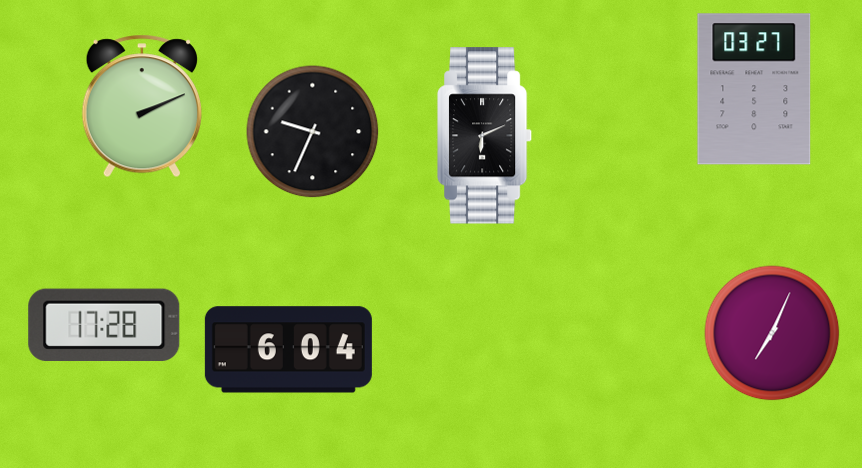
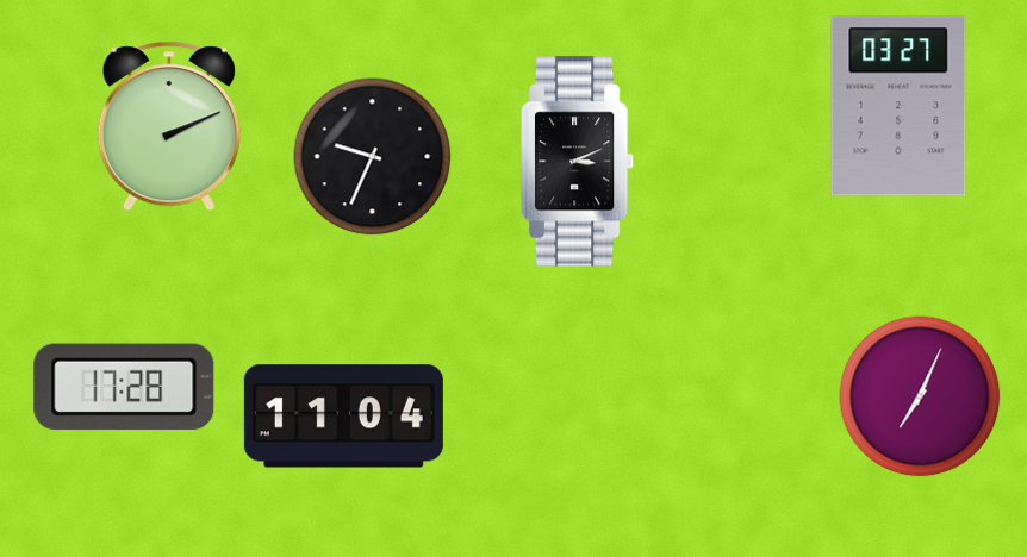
clock at (485, 136): 6:11 -> 3:11
clock at (288, 350): 6:04 -> 11:04
